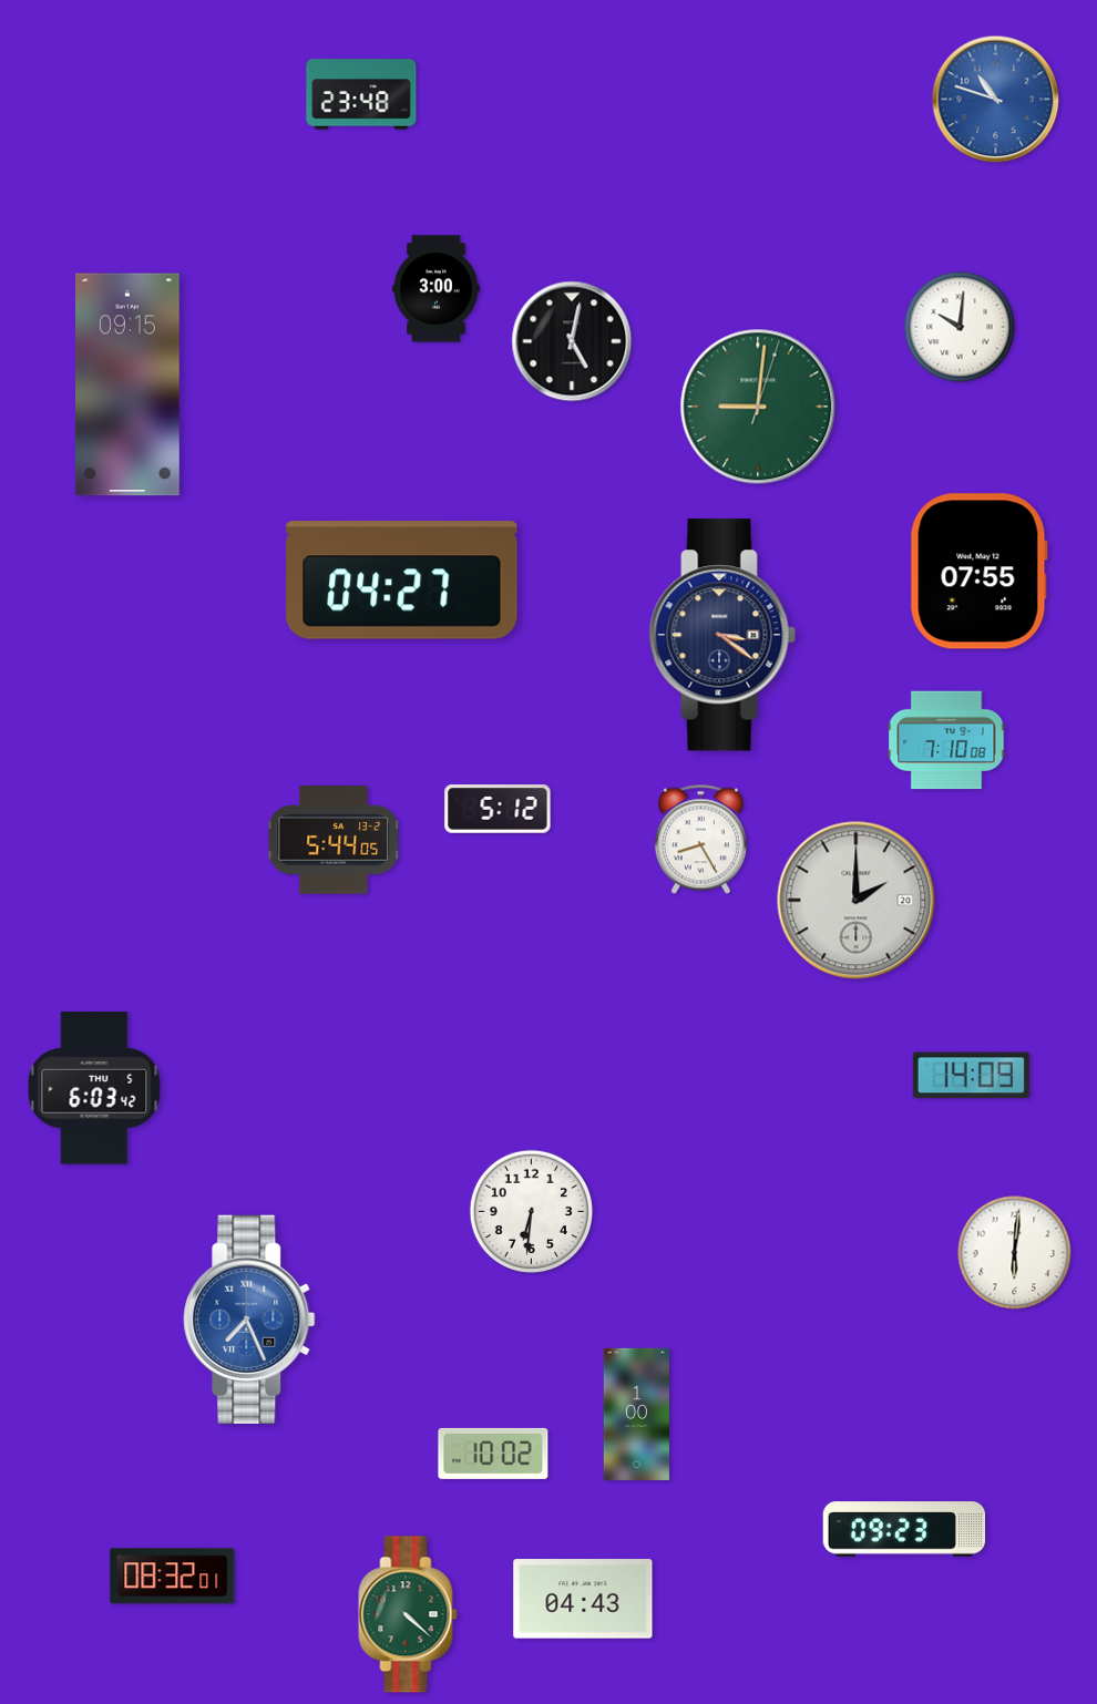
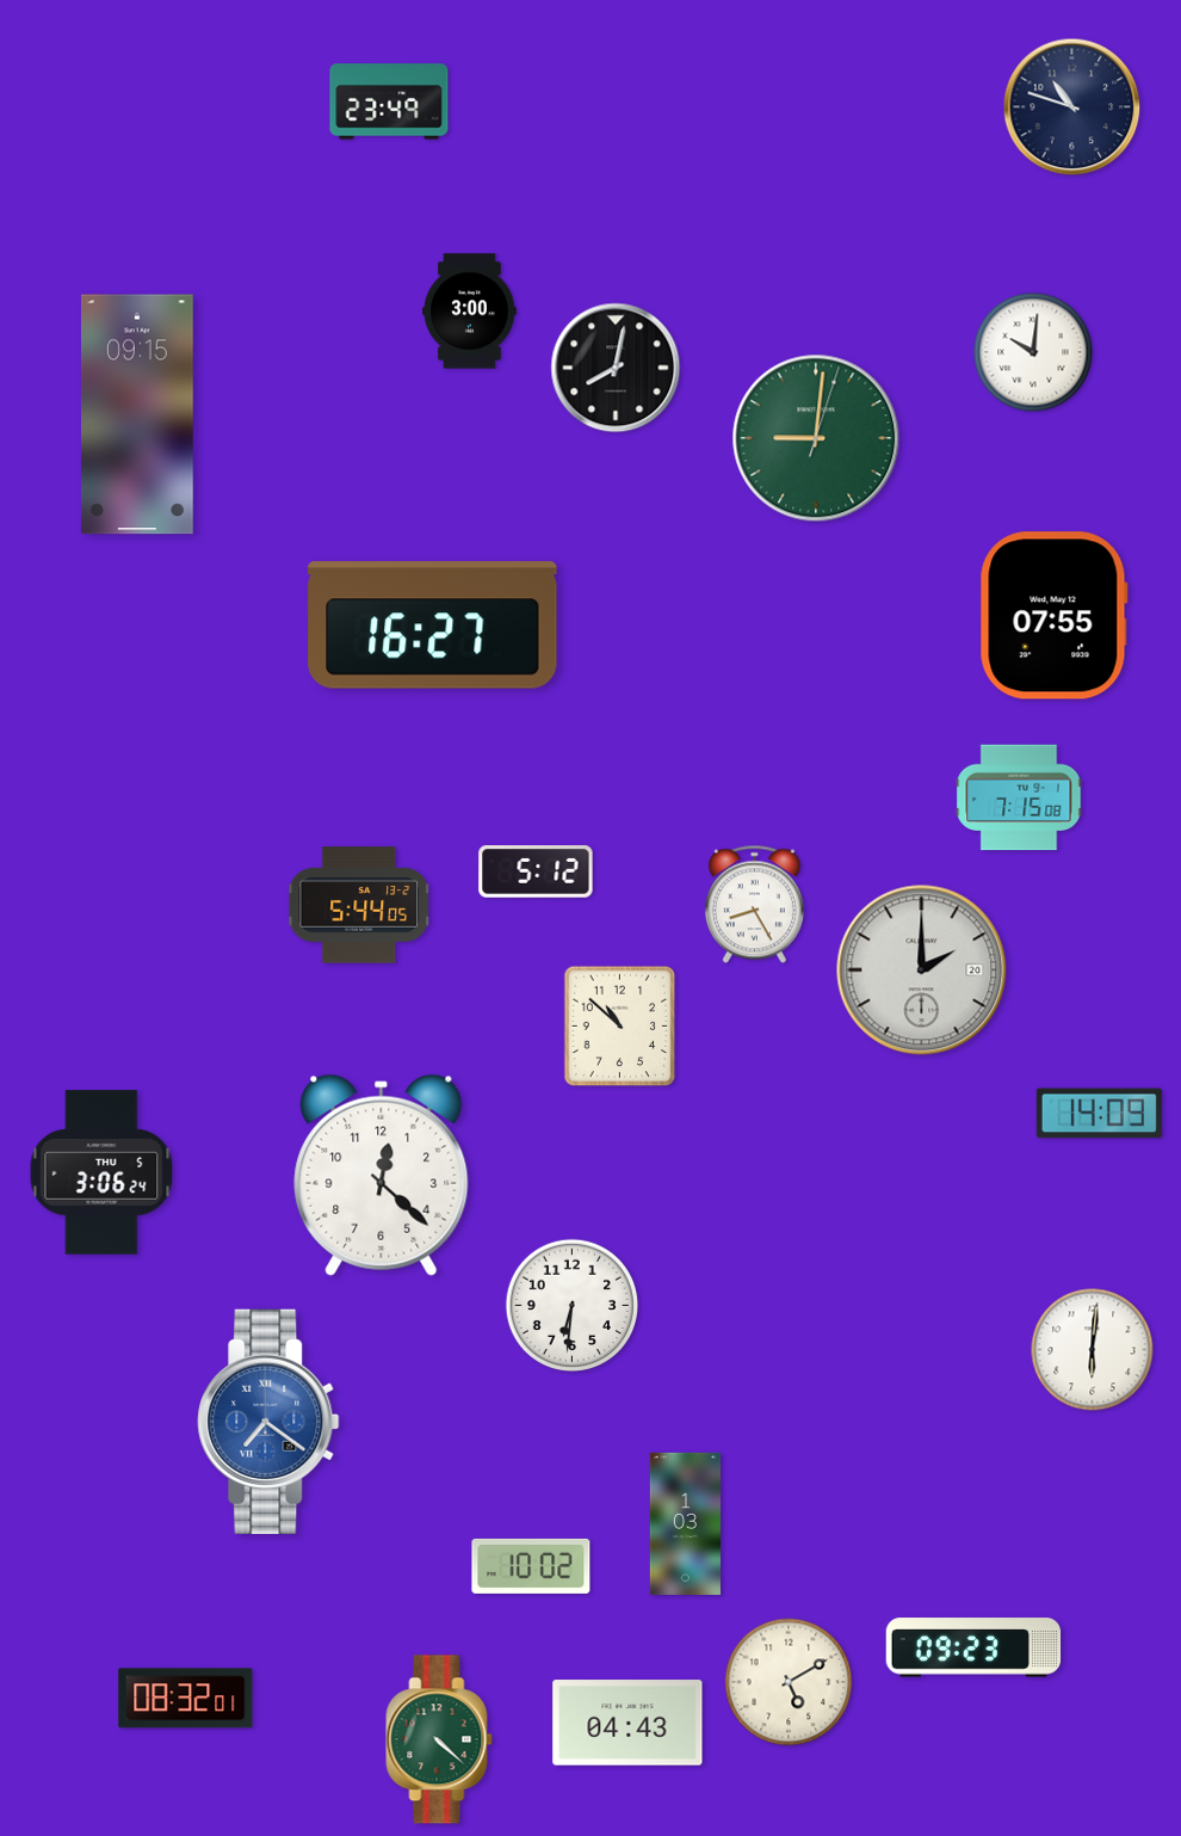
clock at (361, 94): 23:48 -> 23:49
clock at (996, 100) dial: blue -> navy
clock at (572, 341): 5:02 -> 8:02
clock at (402, 581): 04:27 -> 16:27
clock at (722, 635): 3:21 -> none
clock at (946, 740): 7:10 -> 7:15
clock at (620, 1027): none -> 10:52
clock at (971, 1076) position: (971, 1076) -> (1099, 1114)
clock at (94, 1088): 6:03 -> 3:06
clock at (382, 1175): none -> 12:22
clock at (249, 1320): 7:26 -> 7:21
clock at (636, 1414): 1:00 -> 1:03
clock at (789, 1682): none -> 5:10
